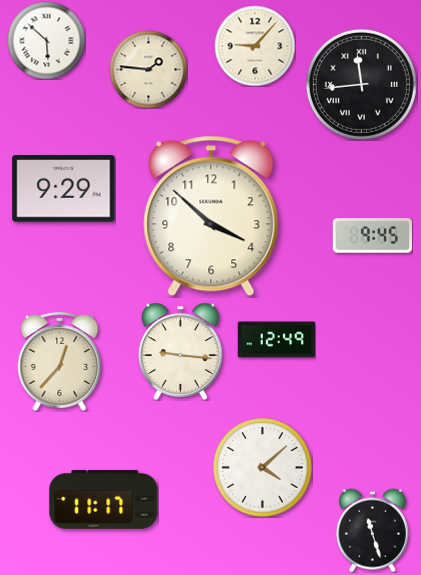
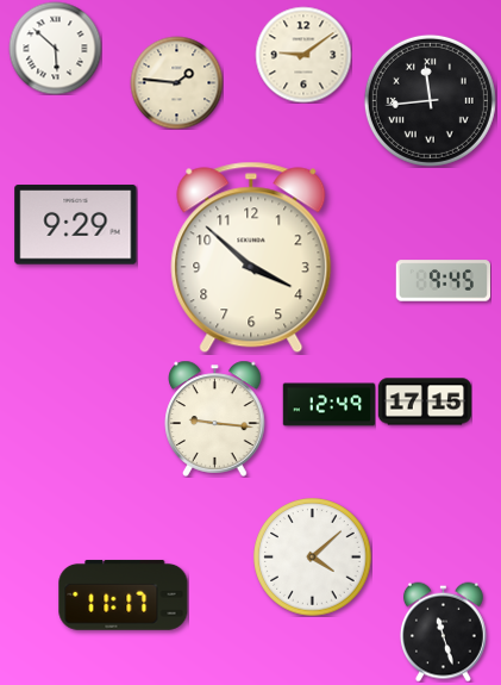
clock at (255, 46): 9:07 -> 9:09
clock at (425, 401): none -> 17:15
clock at (60, 361): 12:37 -> none
